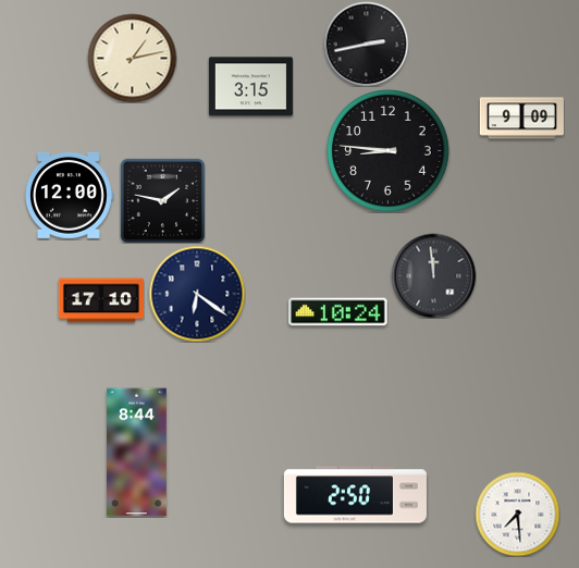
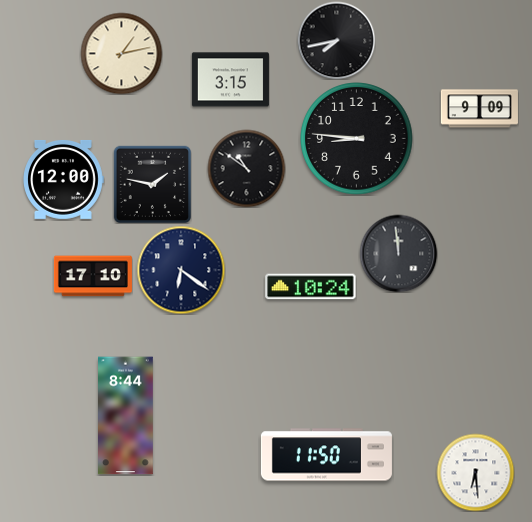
clock at (366, 44): 2:43 -> 7:43
clock at (246, 168): none -> 10:51
clock at (162, 200) position: (162, 200) -> (152, 184)
clock at (355, 495): 2:50 -> 11:50
clock at (517, 514): 7:29 -> 6:29
